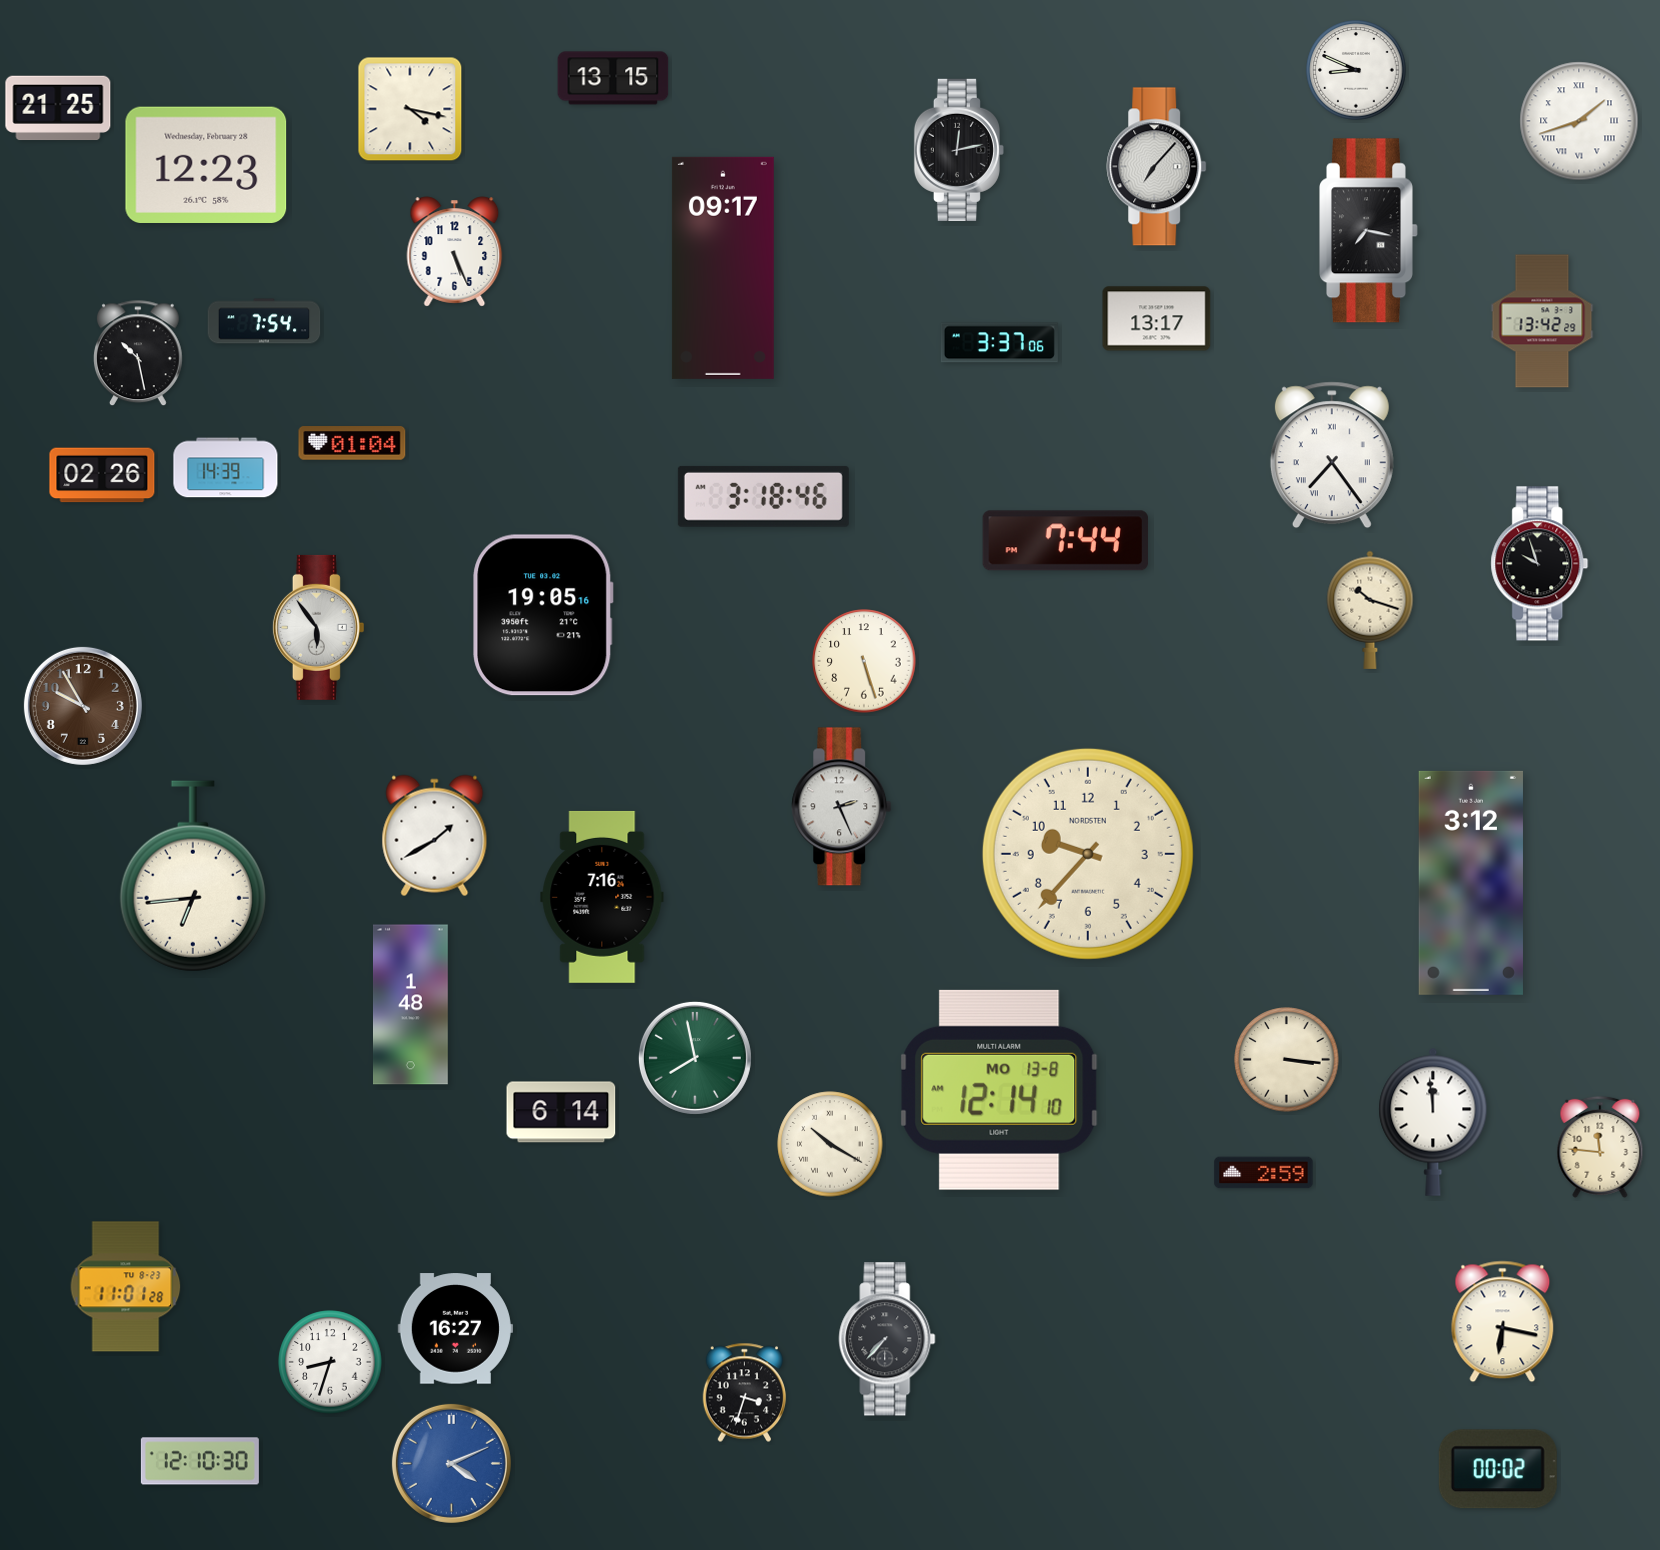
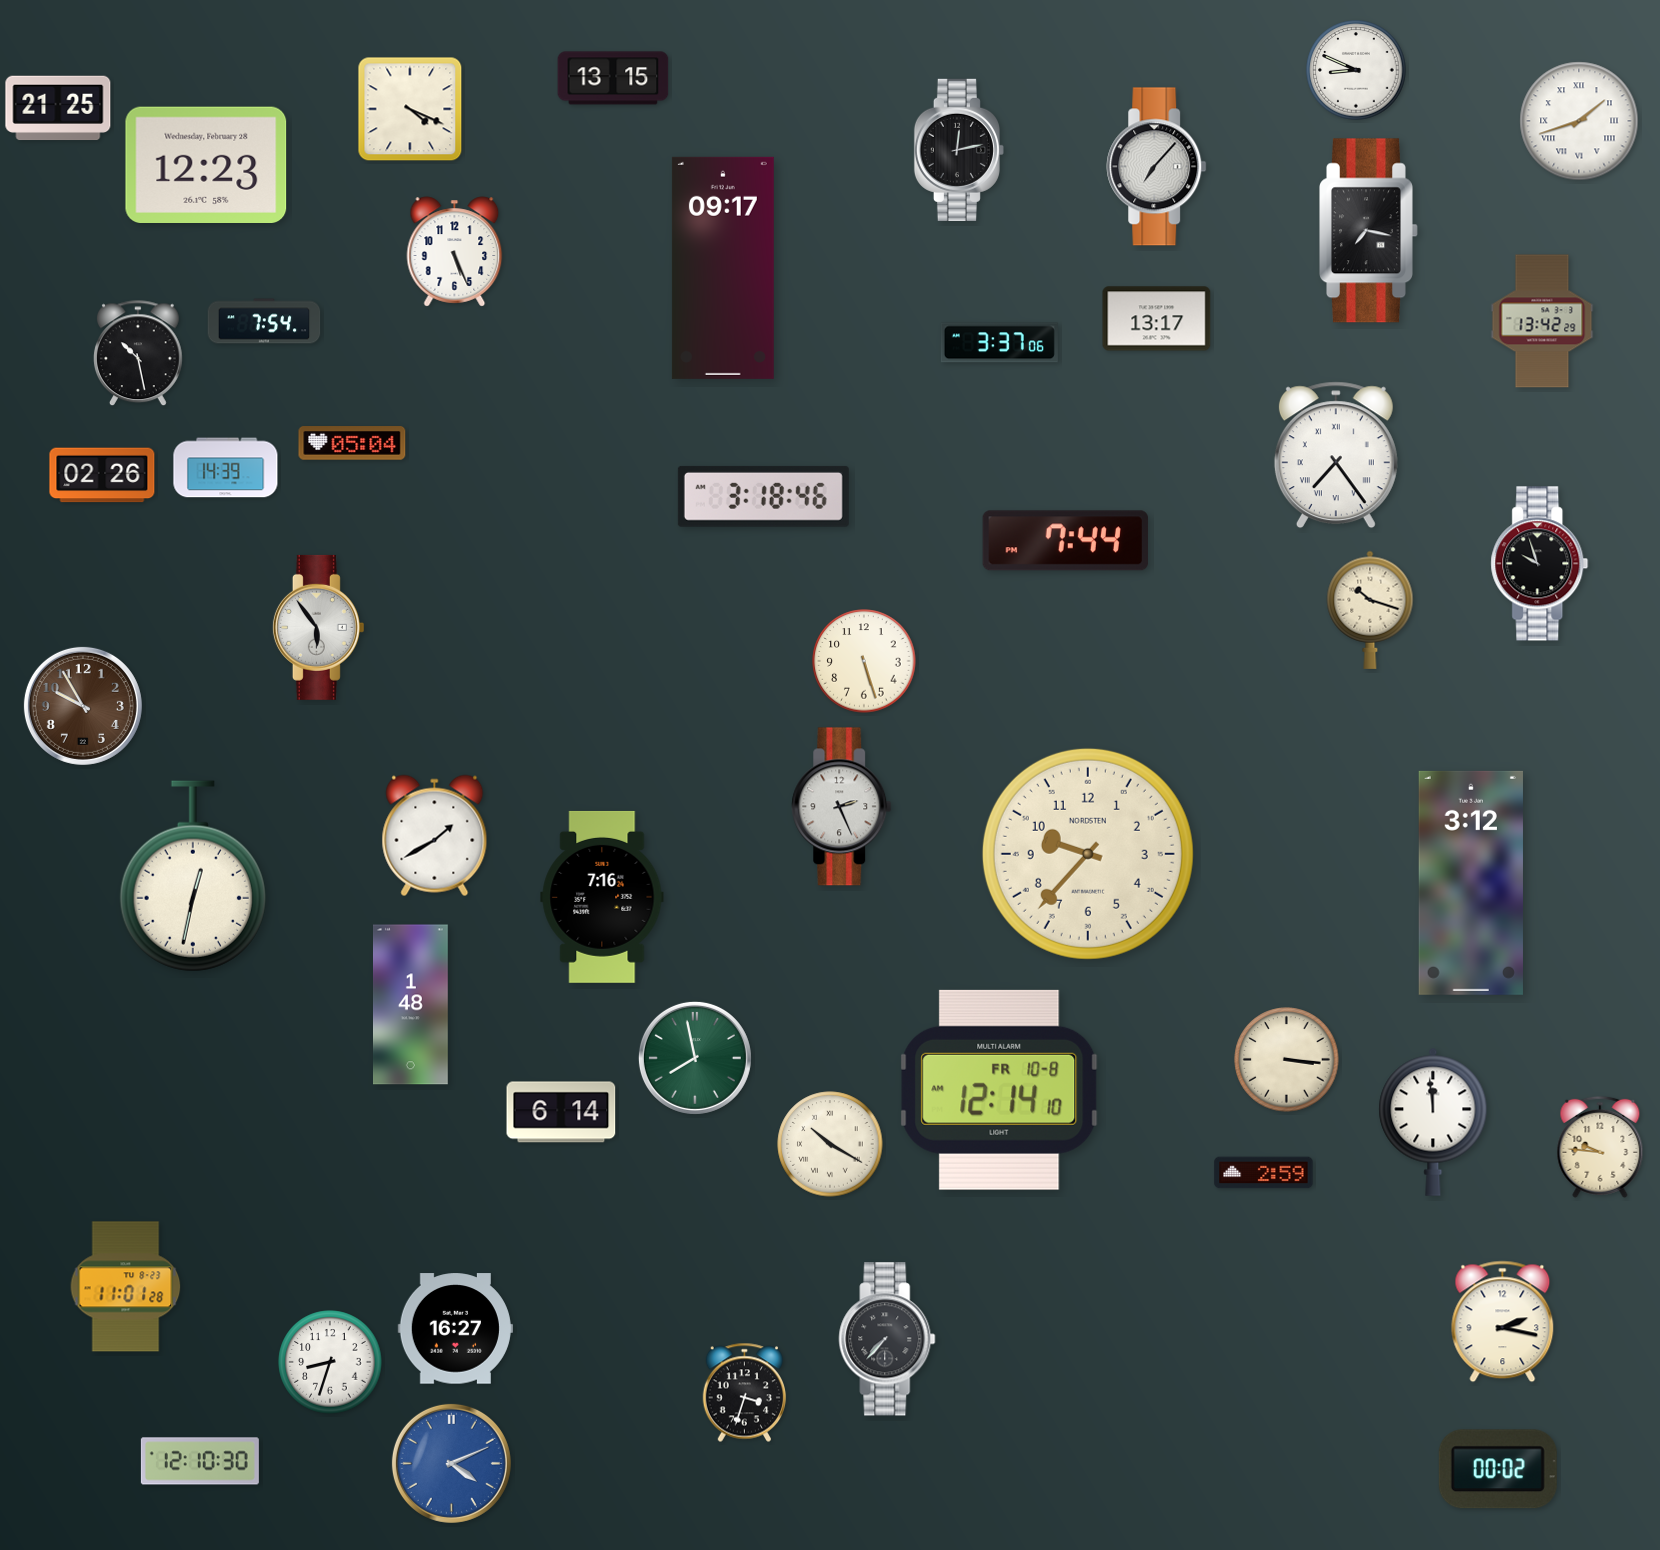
clock at (410, 109): 4:17 -> 4:19
clock at (352, 443): 01:04 -> 05:04
clock at (1332, 455) position: (1332, 455) -> (1336, 455)
clock at (543, 615): 19:05 -> none
clock at (193, 876): 6:44 -> 12:32
clock at (999, 1090) date: MO 13-8 -> FR 10-8
clock at (1600, 1147): 11:46 -> 9:46
clock at (1503, 1322): 6:17 -> 2:17
